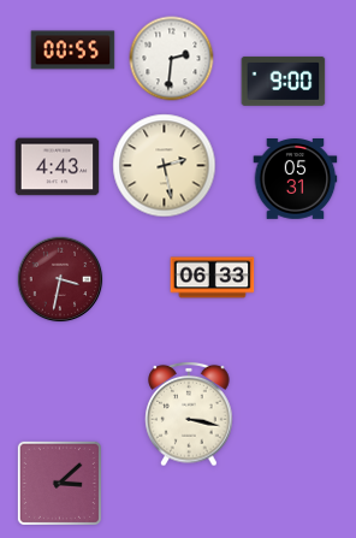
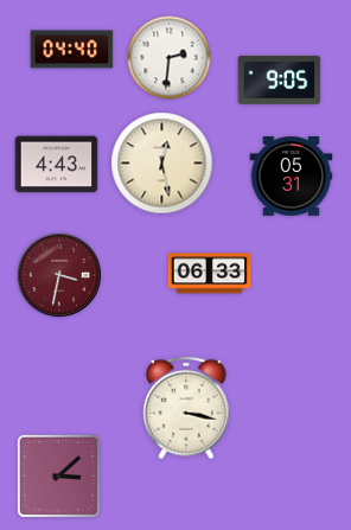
clock at (73, 51): 00:55 -> 04:40
clock at (284, 81): 9:00 -> 9:05
clock at (165, 166): 2:28 -> 12:28
